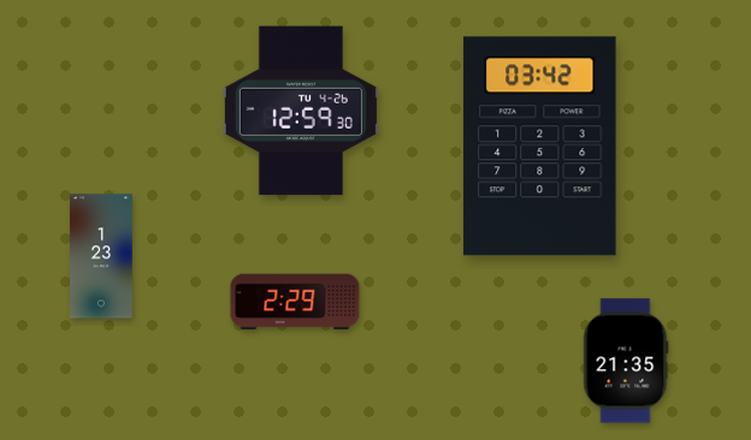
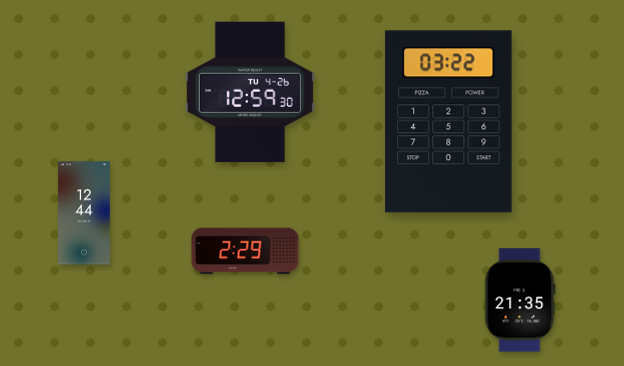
clock at (540, 147): 03:42 -> 03:22
clock at (102, 256): 1:23 -> 12:44
